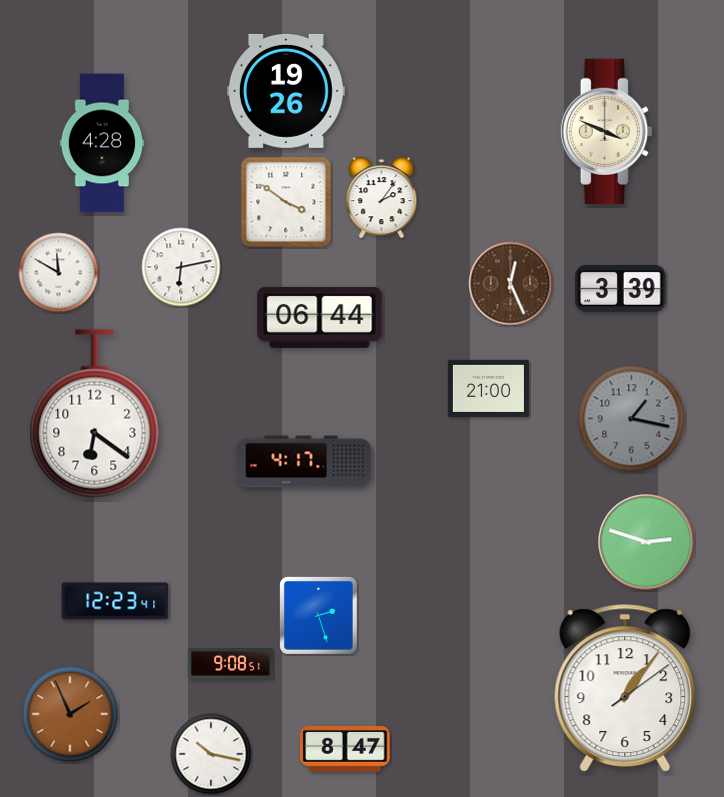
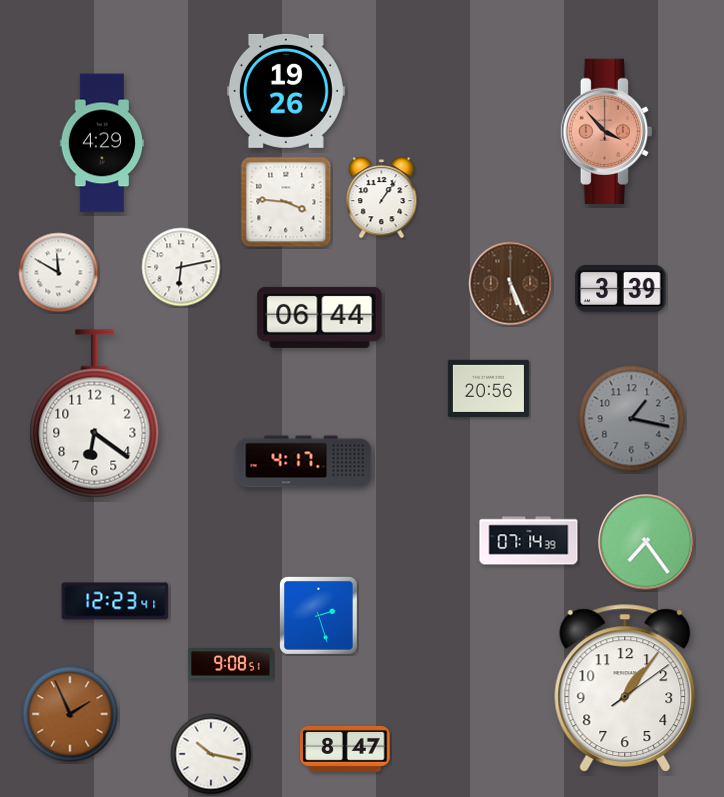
clock at (606, 131): 3:49 -> 3:53
clock at (606, 131) dial: cream -> salmon
clock at (102, 143): 4:28 -> 4:29
clock at (382, 198): 2:06 -> 1:06
clock at (286, 202): 3:51 -> 3:46
clock at (511, 284): 12:26 -> 5:26
clock at (488, 388): 21:00 -> 20:56
clock at (529, 541): none -> 07:14
clock at (646, 542): 2:48 -> 7:24
